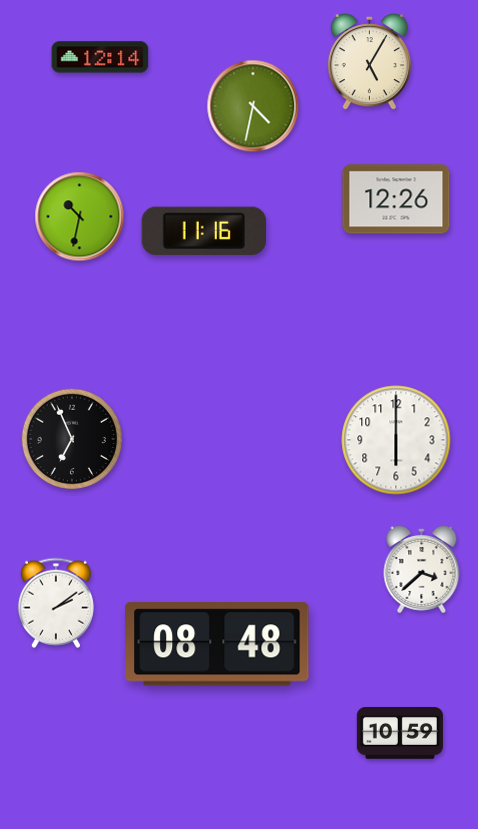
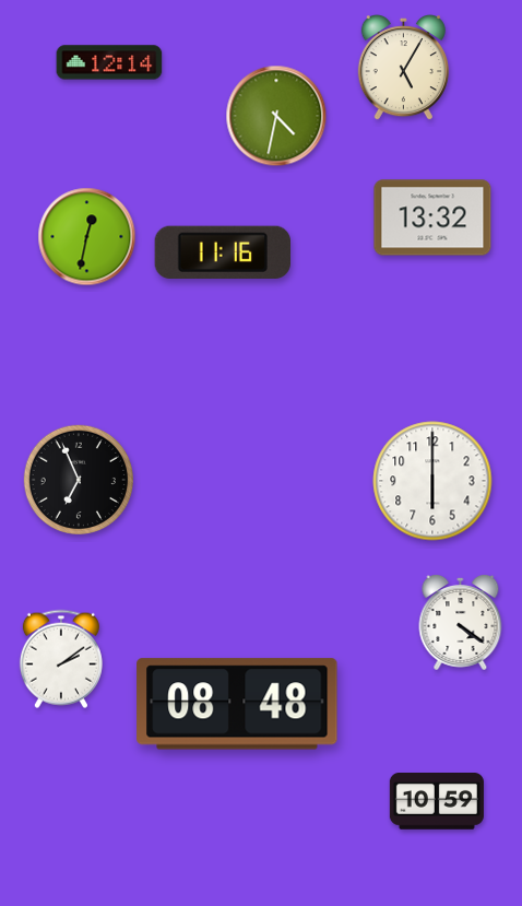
clock at (396, 199): 12:26 -> 13:32
clock at (80, 217): 10:32 -> 12:32
clock at (422, 570): 3:38 -> 4:21
